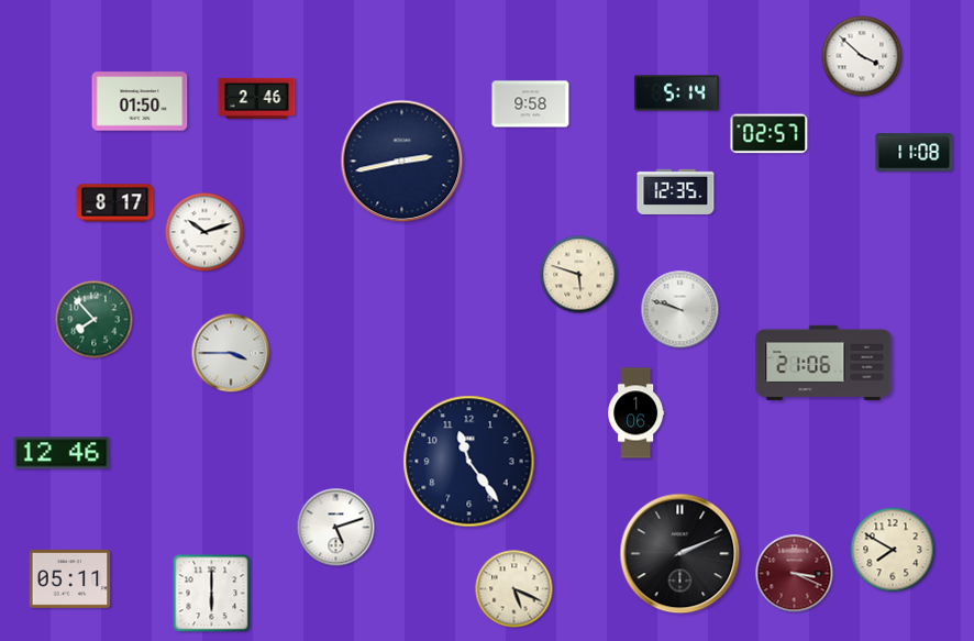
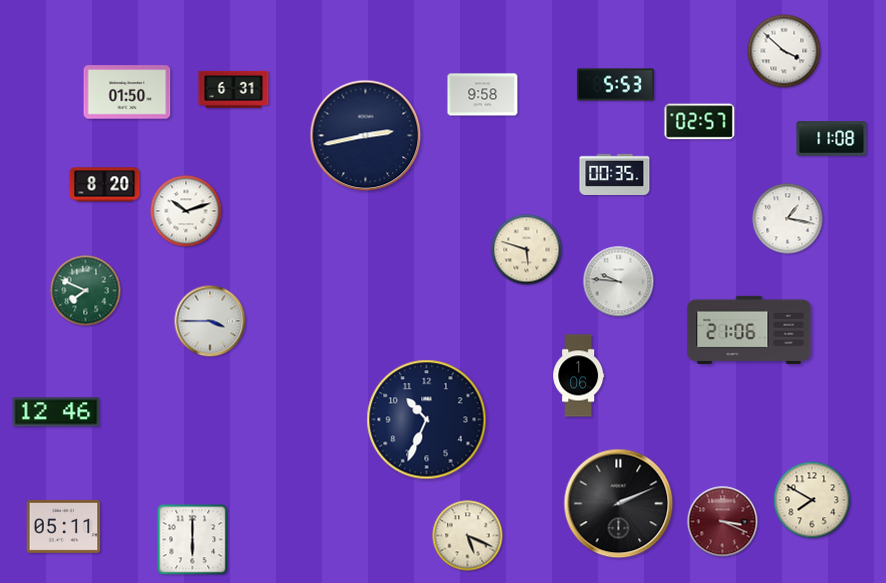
clock at (676, 93): 5:14 -> 5:53
clock at (257, 98): 2:46 -> 6:31
clock at (402, 162) position: (402, 162) -> (366, 136)
clock at (676, 191): 12:35 -> 00:35
clock at (115, 203): 8:17 -> 8:20
clock at (788, 219): none -> 1:17
clock at (680, 310): 9:48 -> 9:46
clock at (95, 320): 7:53 -> 7:49
clock at (469, 462): 11:24 -> 10:34
clock at (336, 528): 5:12 -> none
